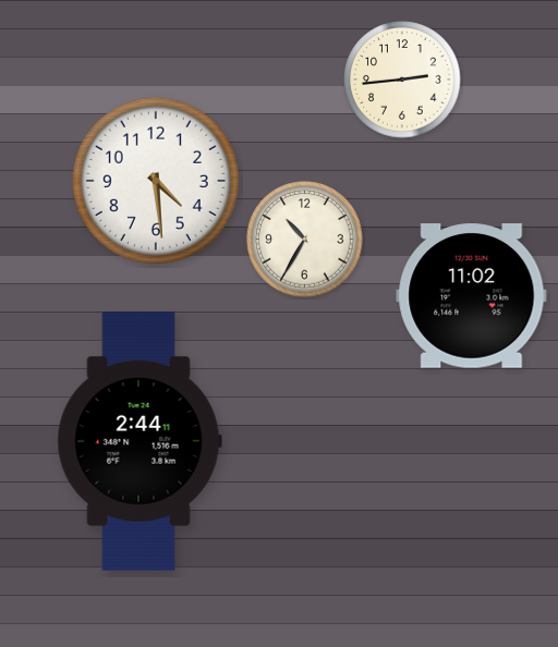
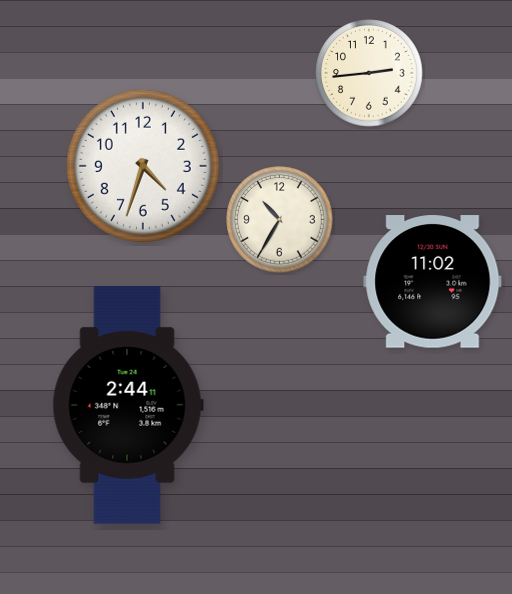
clock at (156, 181): 4:29 -> 4:33
clock at (472, 296) position: (472, 296) -> (433, 282)
